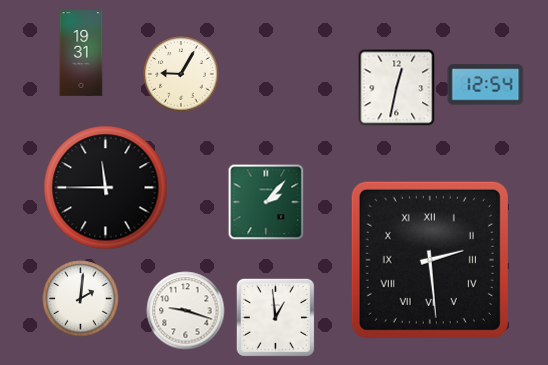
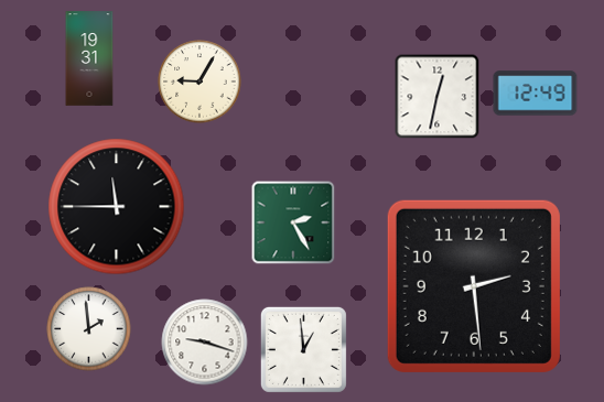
clock at (486, 85): 12:54 -> 12:49
clock at (266, 202): 2:07 -> 2:25
clock at (430, 260) numerals: Roman -> Arabic
clock at (81, 299): 2:01 -> 1:59
